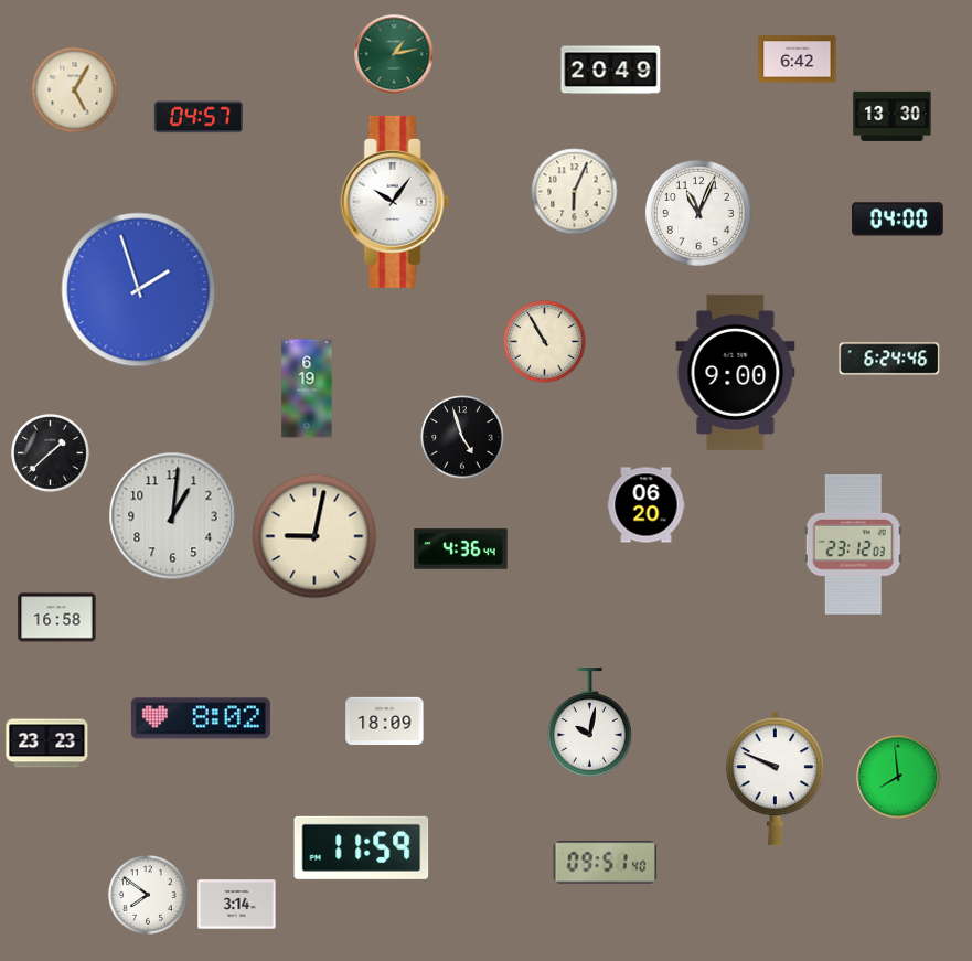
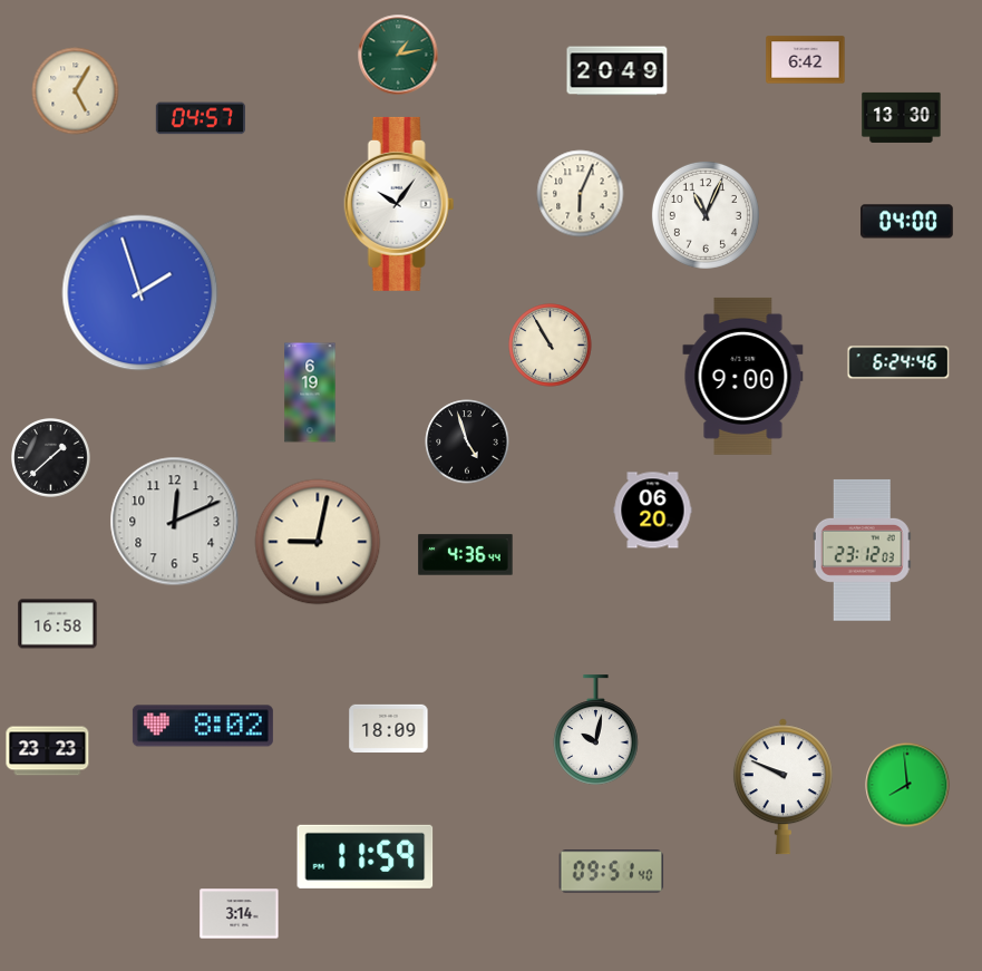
clock at (173, 516): 1:01 -> 12:11
clock at (148, 895): 7:51 -> none
